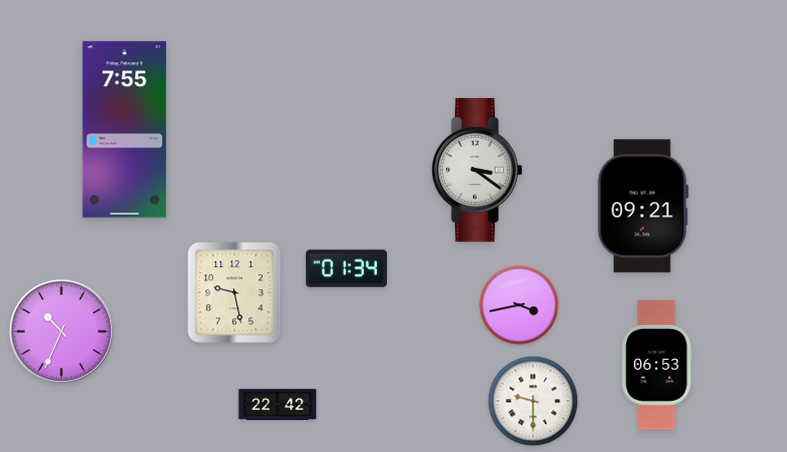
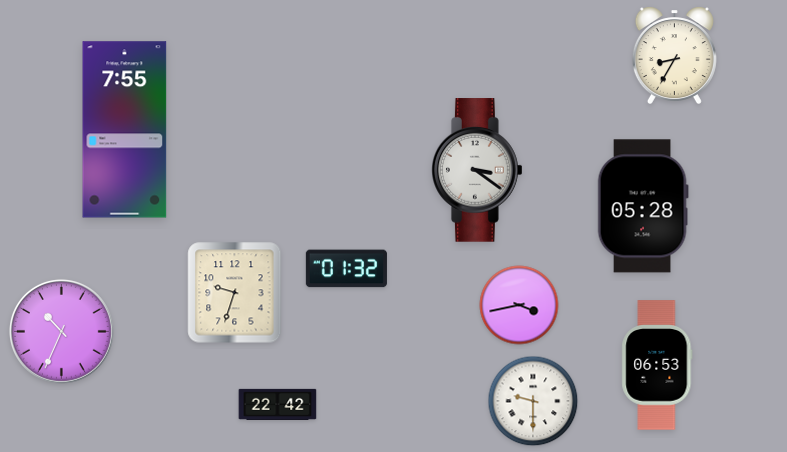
clock at (674, 55): none -> 8:35
clock at (643, 206): 09:21 -> 05:28
clock at (346, 269): 01:34 -> 01:32
clock at (235, 293): 9:28 -> 9:33
